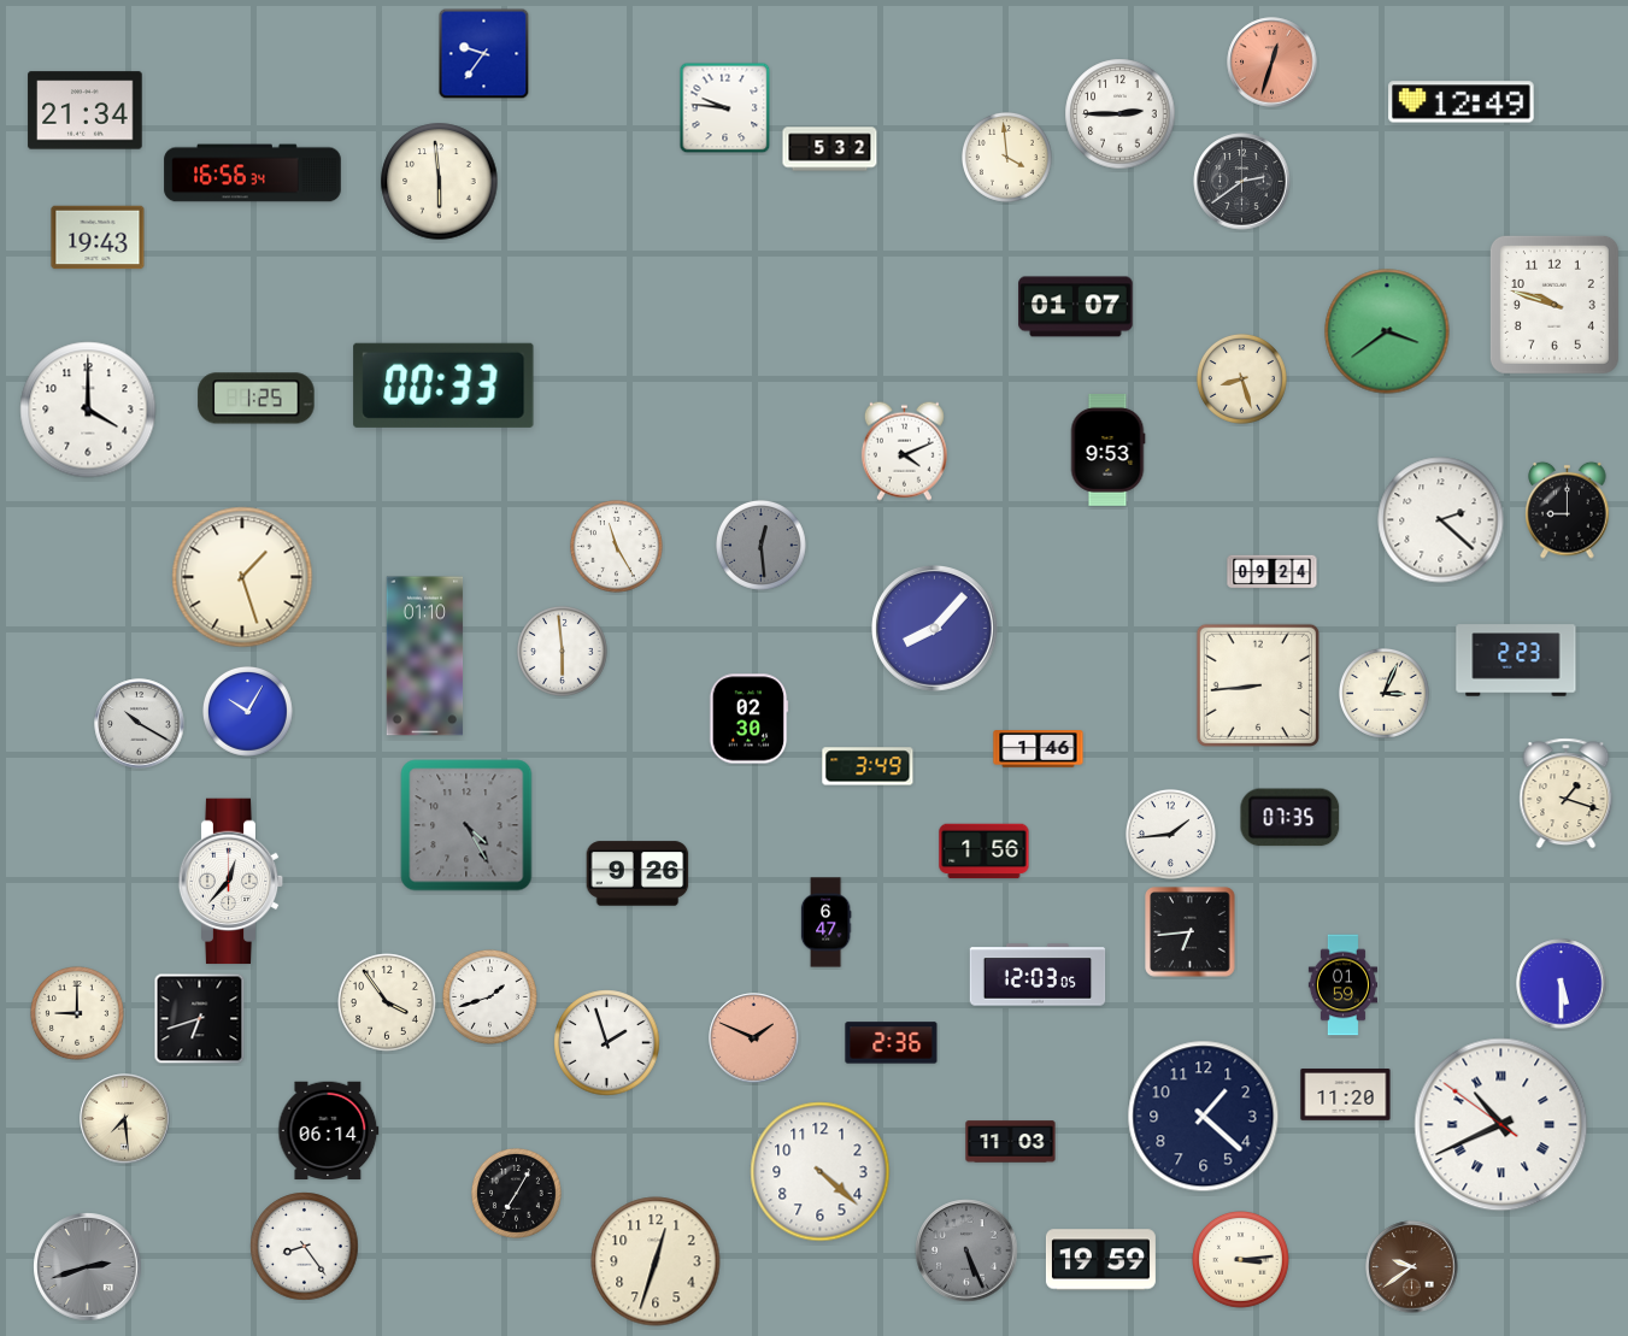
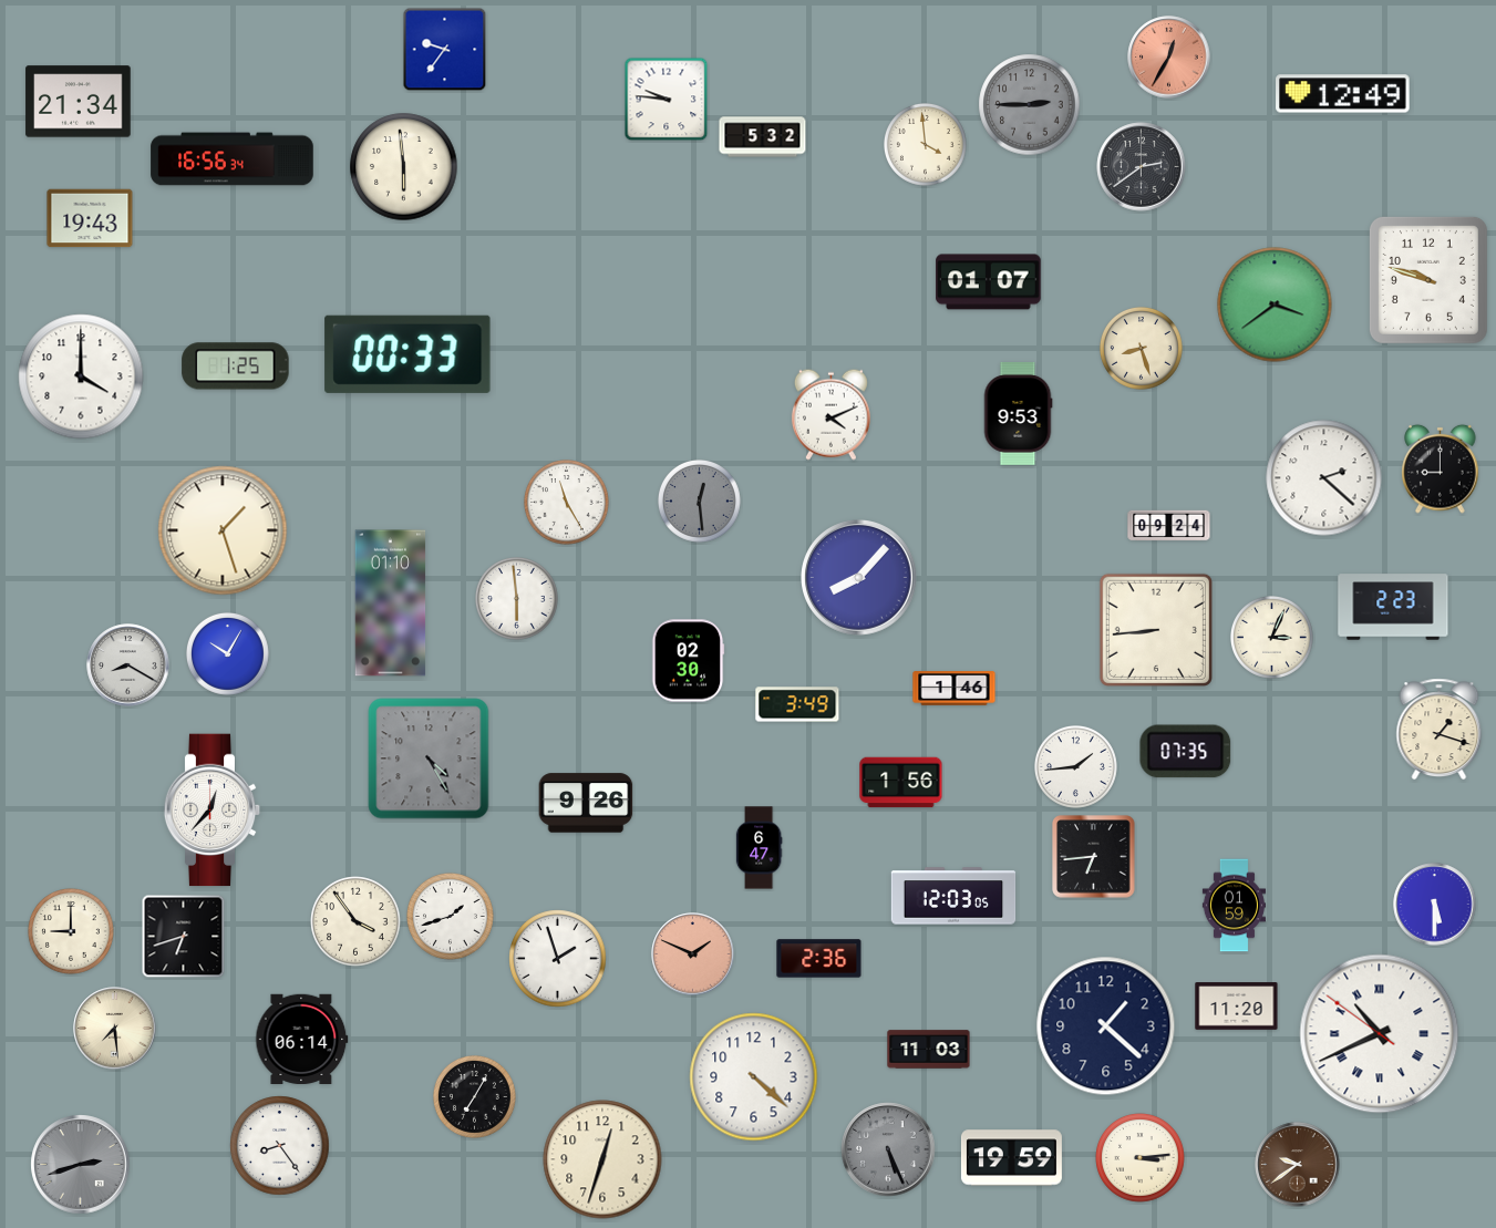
clock at (1273, 63): 12:33 -> 12:35
clock at (1121, 114) dial: white -> grey
clock at (140, 724): 10:20 -> 8:20
clock at (985, 852) position: (985, 852) -> (901, 783)
